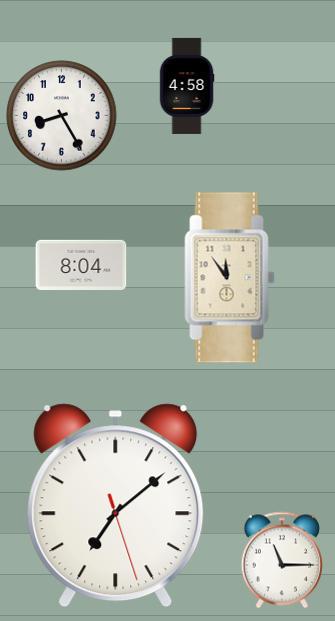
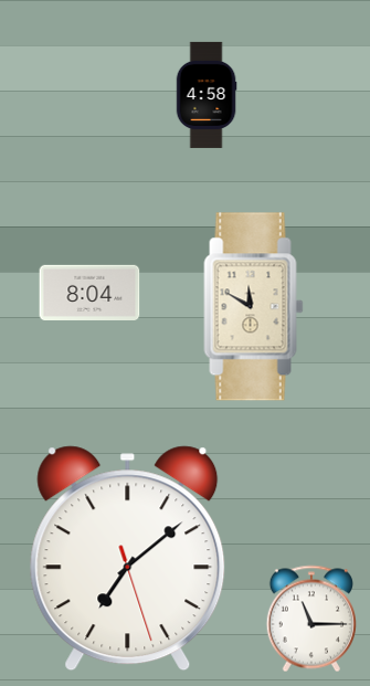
clock at (62, 116): 8:25 -> none
clock at (230, 278): 11:54 -> 11:50
